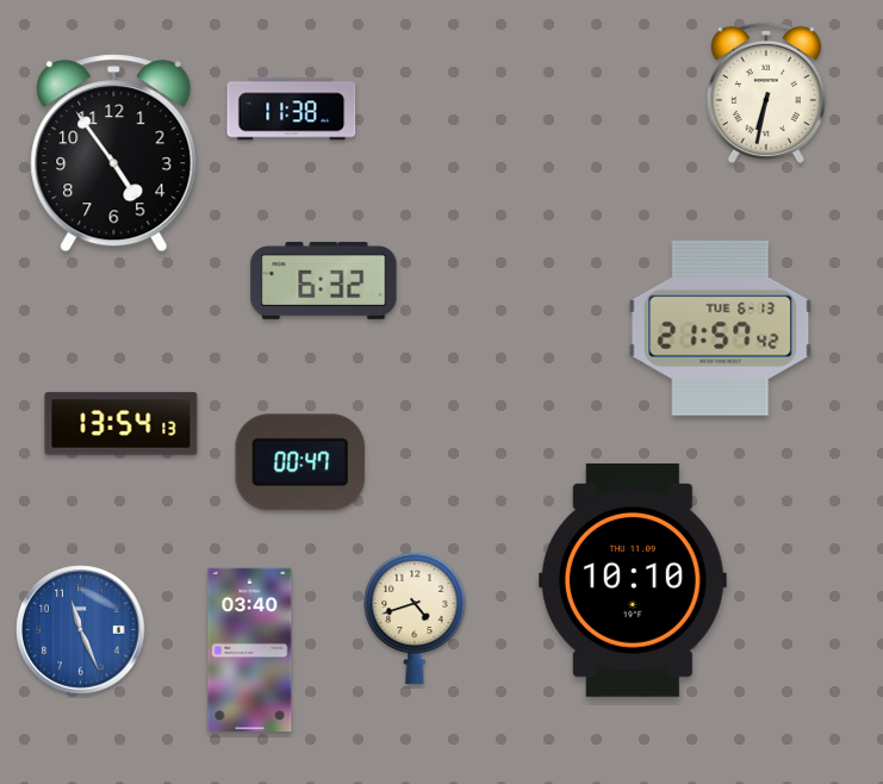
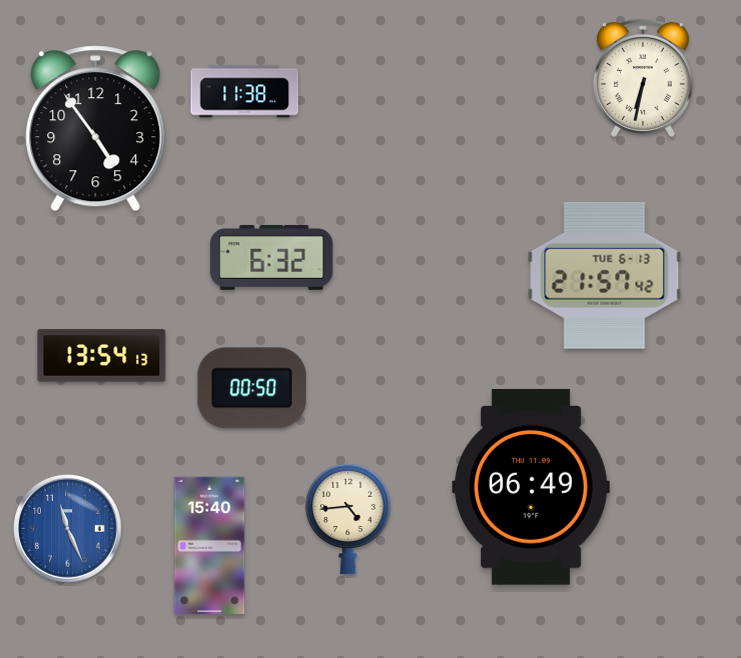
clock at (324, 280) position: (324, 280) -> (272, 257)
clock at (300, 462): 00:47 -> 00:50
clock at (633, 580): 10:10 -> 06:49
clock at (415, 618): 4:42 -> 4:44
clock at (250, 649): 03:40 -> 15:40
